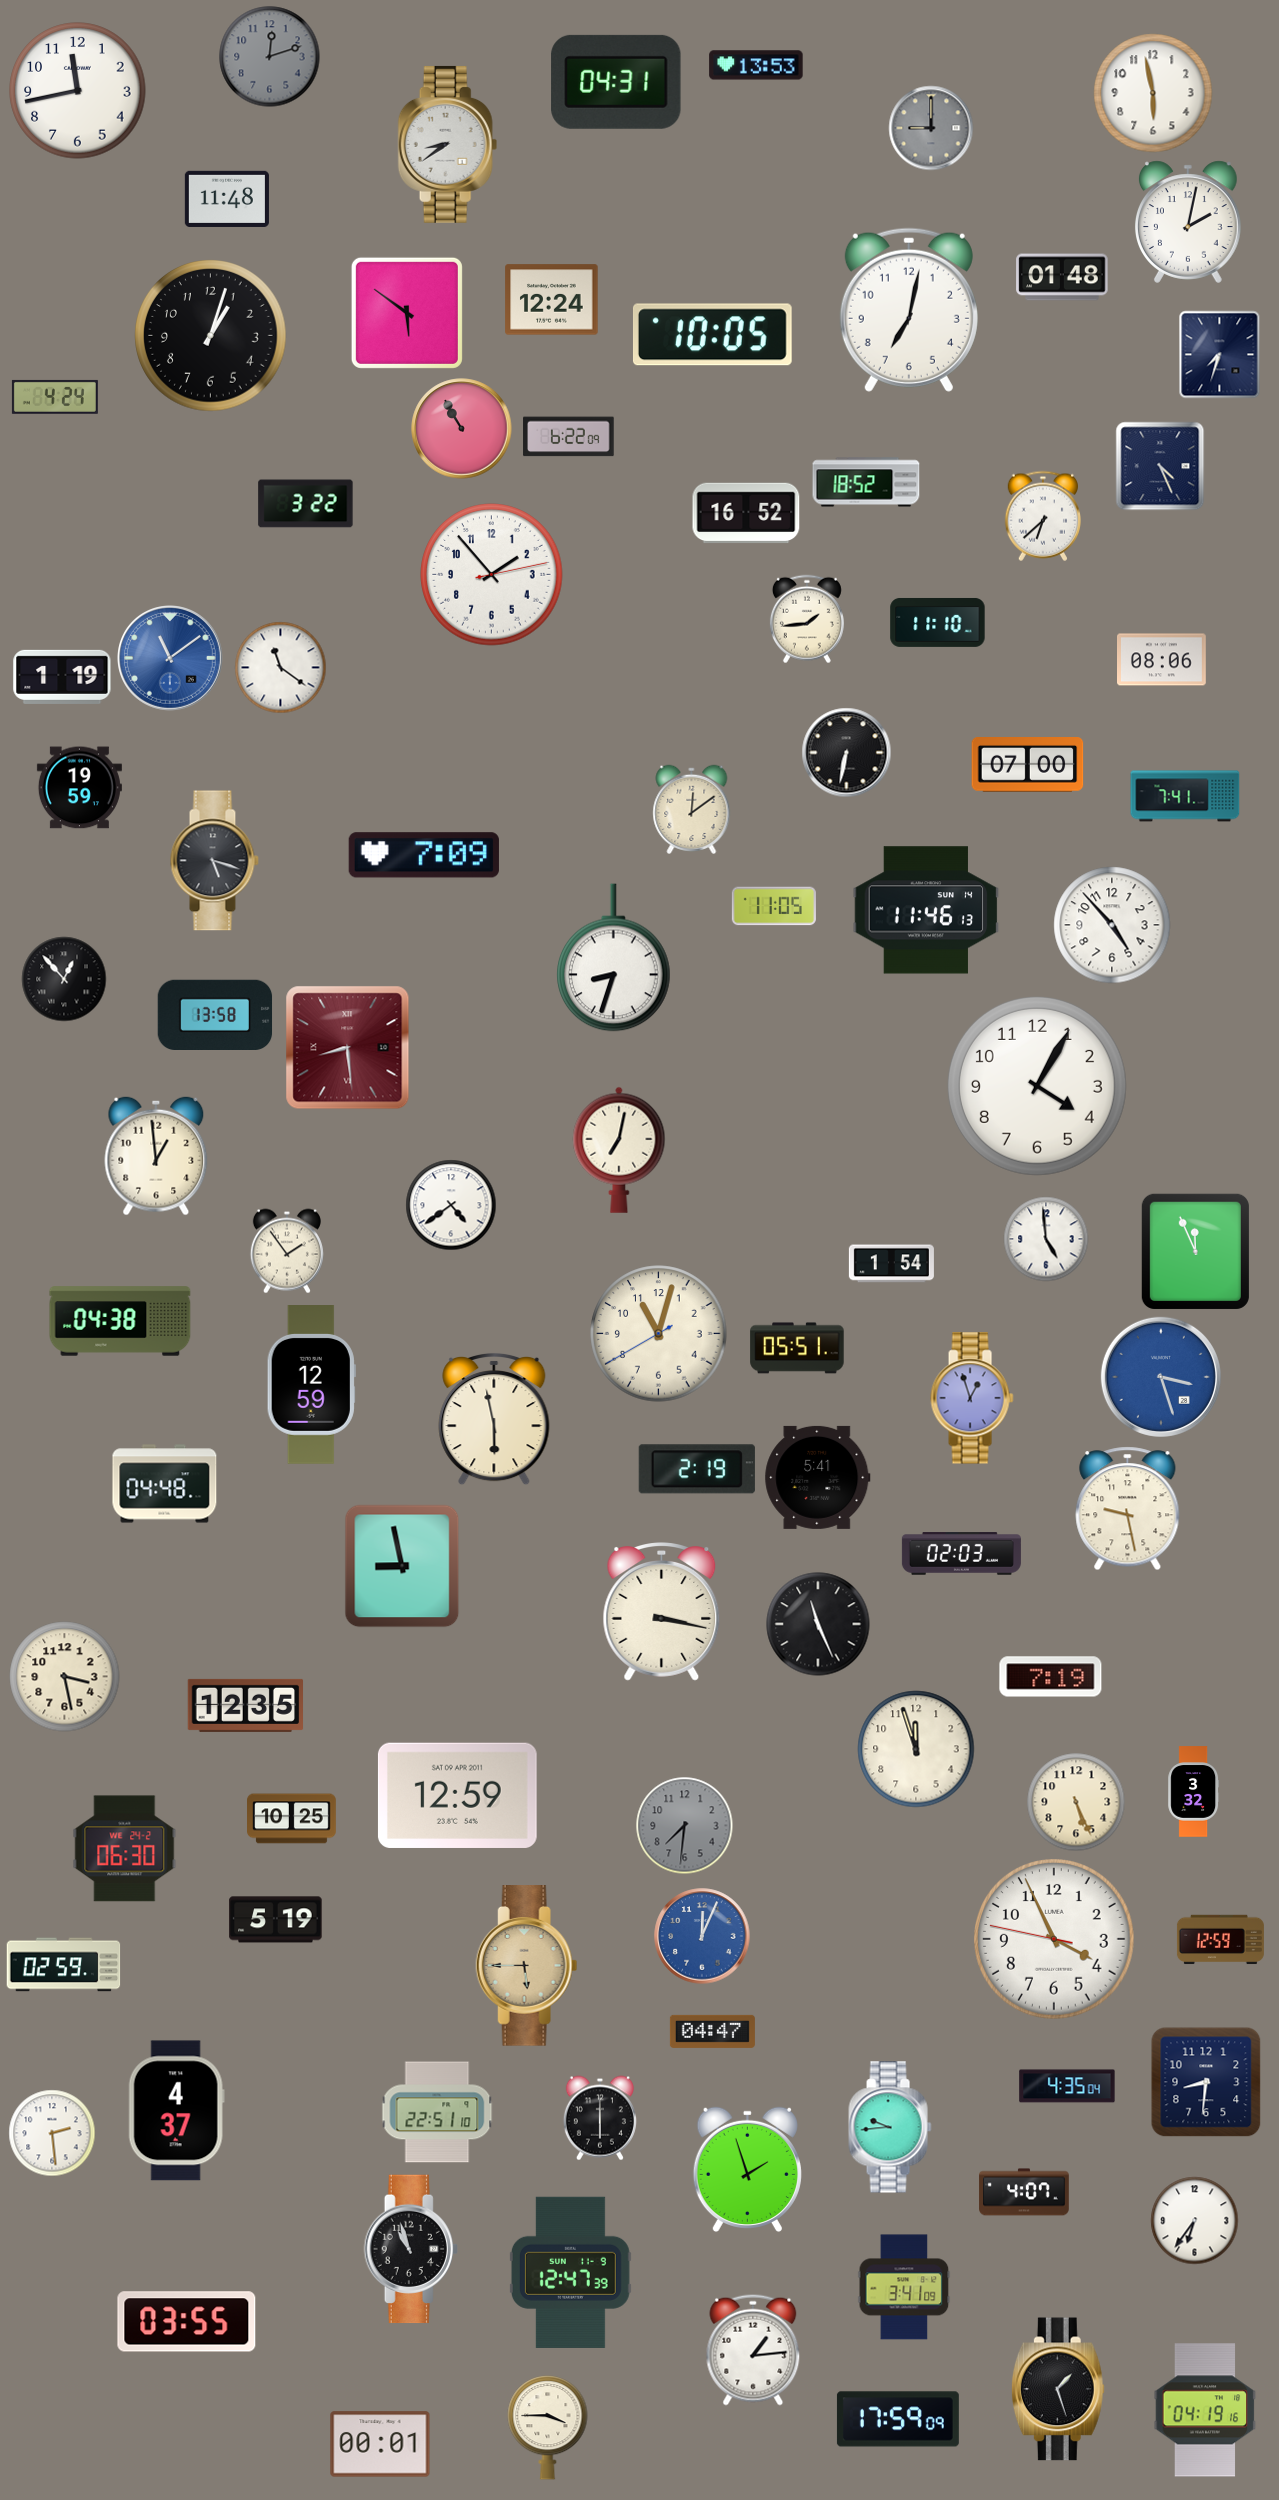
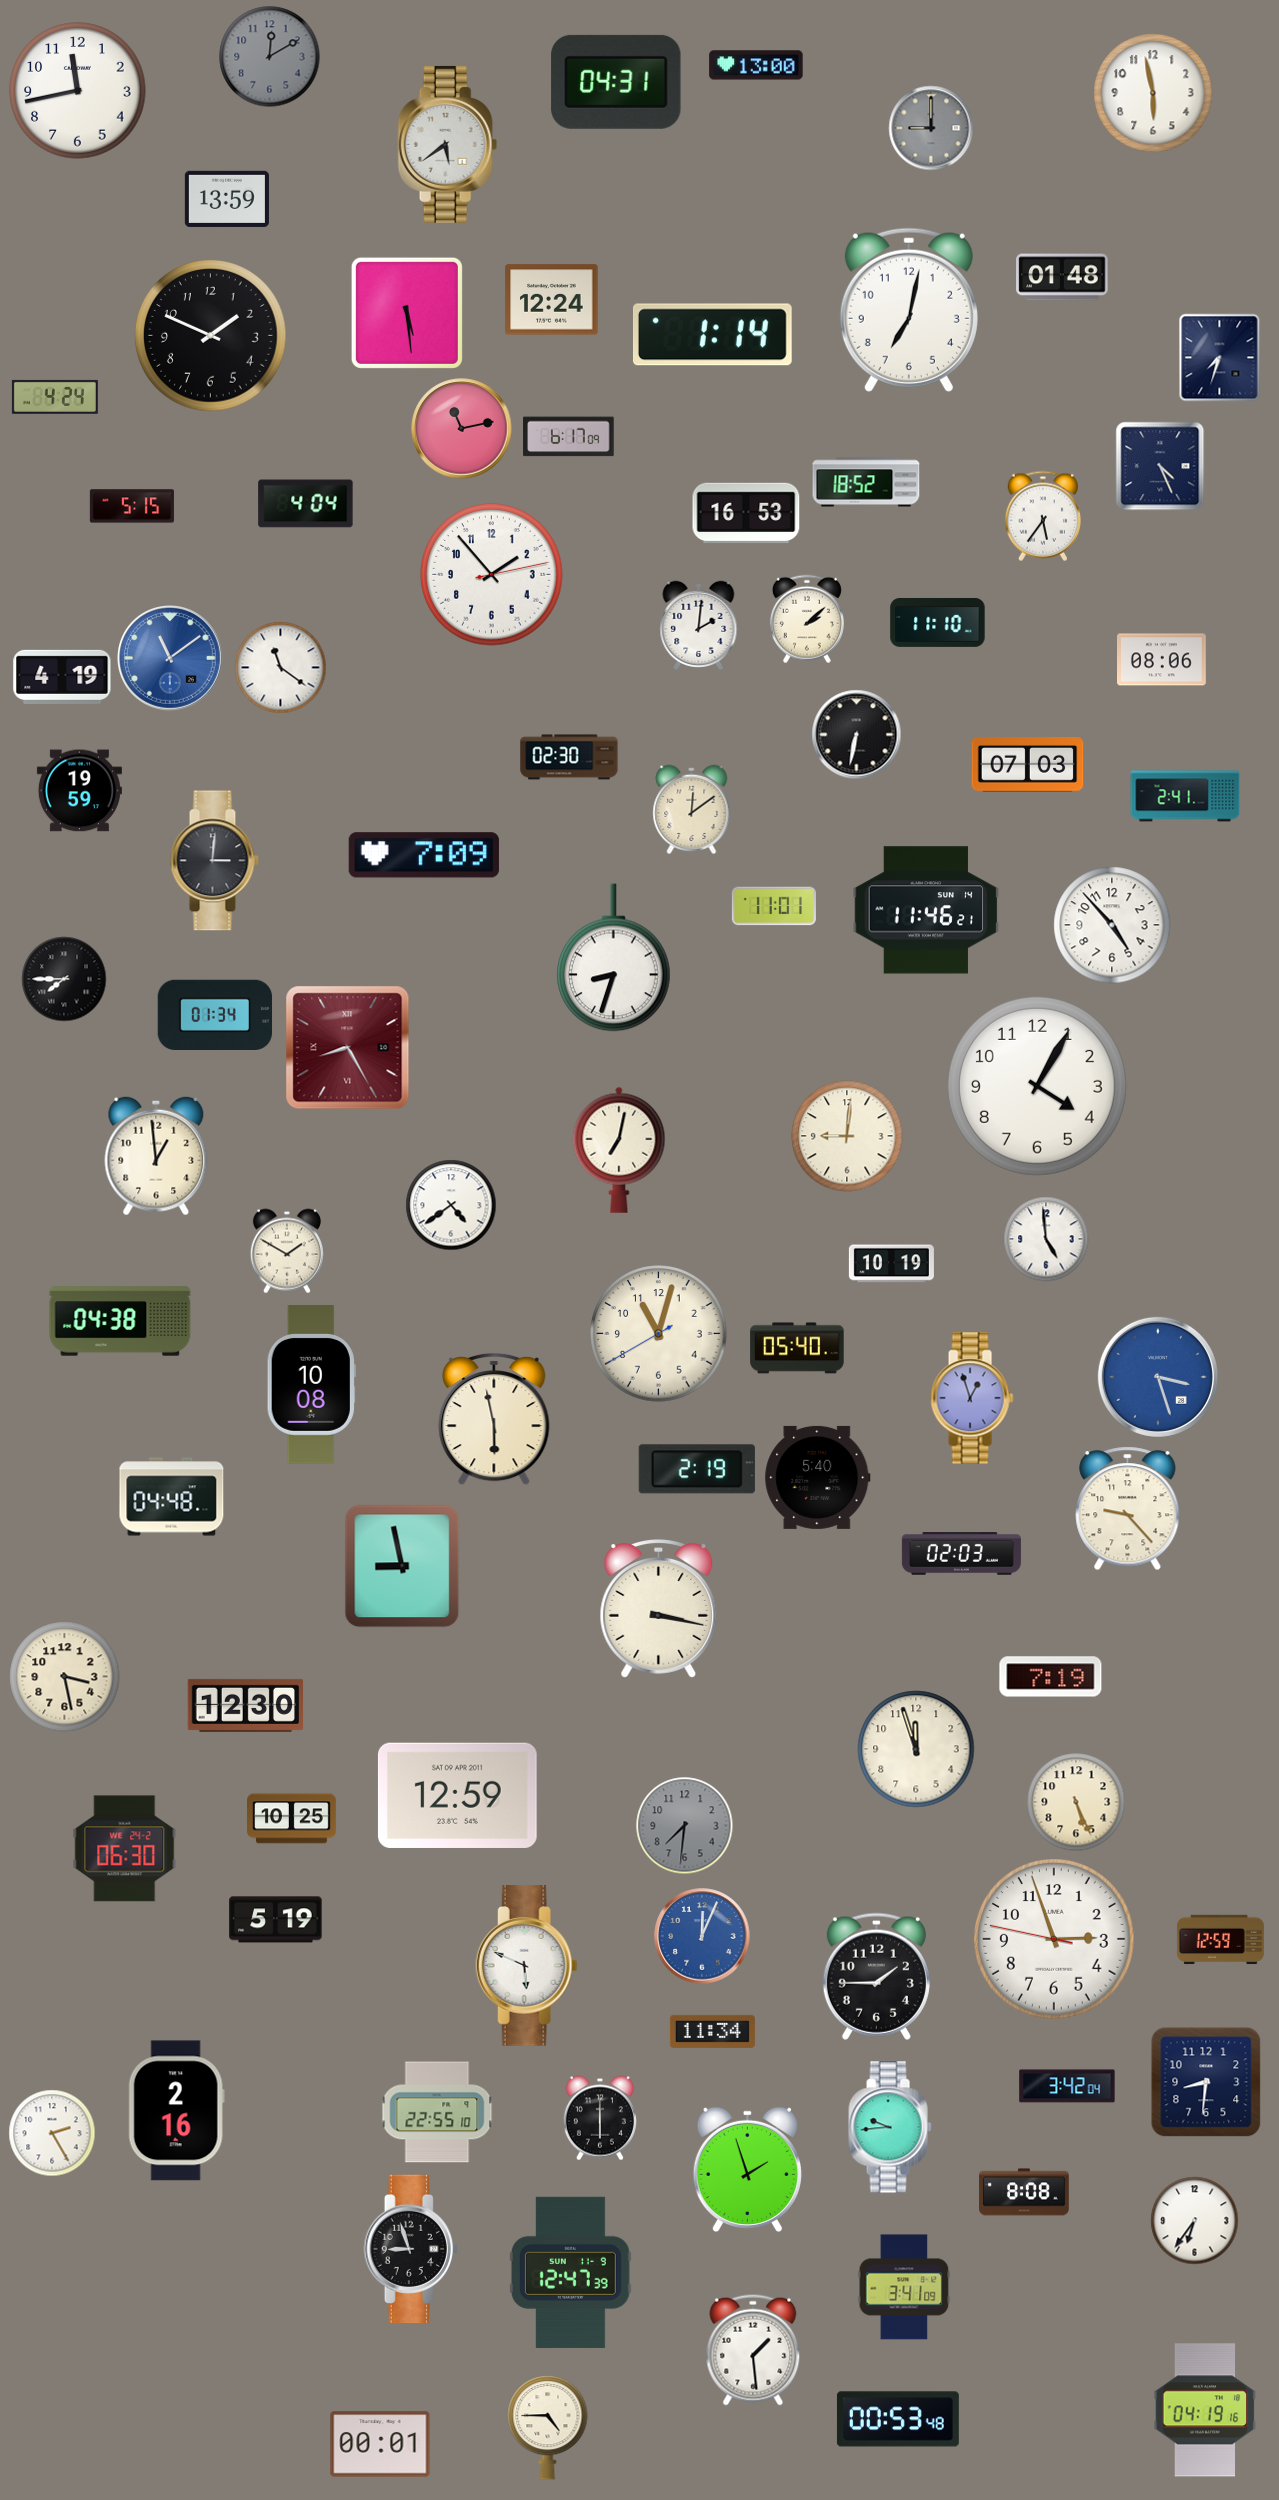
clock at (270, 57): 12:12 -> 12:10
clock at (756, 65): 13:53 -> 13:00
clock at (448, 144): 8:39 -> 5:39
clock at (227, 199): 11:48 -> 13:59
clock at (1188, 222): 2:02 -> none
clock at (407, 313): 5:51 -> 5:29
clock at (712, 335): 10:05 -> 1:14
clock at (211, 336): 1:03 -> 1:49
clock at (1220, 355) position: (1220, 355) -> (1220, 358)
clock at (462, 429): 10:55 -> 11:13
clock at (569, 437): 6:22 -> 6:17
clock at (306, 504): 3:22 -> 4:04
clock at (132, 506): none -> 5:15
clock at (746, 513): 16:52 -> 16:53
clock at (1042, 516): 6:38 -> 5:36
clock at (807, 619): 1:44 -> 2:08
clock at (699, 625): none -> 2:01
clock at (62, 677): 1:19 -> 4:19
clock at (847, 753) position: (847, 753) -> (857, 735)
clock at (569, 757): none -> 02:30
clock at (1028, 765): 07:00 -> 07:03
clock at (79, 788) position: (79, 788) -> (79, 791)
clock at (1185, 796): 7:41 -> 2:41
clock at (214, 861): 5:18 -> 3:01
clock at (774, 906): 11:05 -> 11:01
clock at (926, 910): 11:46:13 -> 11:46:21
clock at (64, 979): 12:53 -> 7:45
clock at (215, 1014): 13:58 -> 01:34
clock at (348, 1048): 8:29 -> 8:25
clock at (847, 1136): none -> 9:01
clock at (287, 1251): 1:54 -> 1:50
clock at (1195, 1251): 11:56 -> none
clock at (891, 1264): 1:54 -> 10:19
clock at (797, 1348): 05:51 -> 05:40
clock at (1161, 1377) position: (1161, 1377) -> (1158, 1377)
clock at (311, 1385): 12:59 -> 10:08
clock at (818, 1477): 5:41 -> 5:40
clock at (165, 1484) position: (165, 1484) -> (172, 1497)
clock at (1128, 1509): 9:28 -> 9:23
clock at (662, 1612) position: (662, 1612) -> (659, 1609)
clock at (818, 1624): 11:26 -> none
clock at (246, 1705): 12:35 -> 12:30
clock at (1194, 1792): 3:32 -> none
clock at (1054, 1939): 3:55 -> 2:56
clock at (64, 1965): 02:59 -> none
clock at (527, 1966): 5:45 -> 5:49
clock at (527, 1966) dial: champagne -> white
clock at (876, 1976): none -> 1:45
clock at (712, 2031): 04:47 -> 11:34
clock at (1067, 2086): 4:35 -> 3:42
clock at (176, 2111): 4:37 -> 2:16
clock at (437, 2112): 22:51 -> 22:55
clock at (52, 2133): 2:29 -> 2:25
clock at (1024, 2192): 4:07 -> 8:08
clock at (411, 2249): 10:57 -> 8:57
clock at (187, 2322): 03:55 -> none
clock at (753, 2350): 1:14 -> 1:29
clock at (1058, 2389): 1:27 -> none
clock at (898, 2419): 17:59 -> 00:53
clock at (548, 2427): 3:45 -> 4:45
